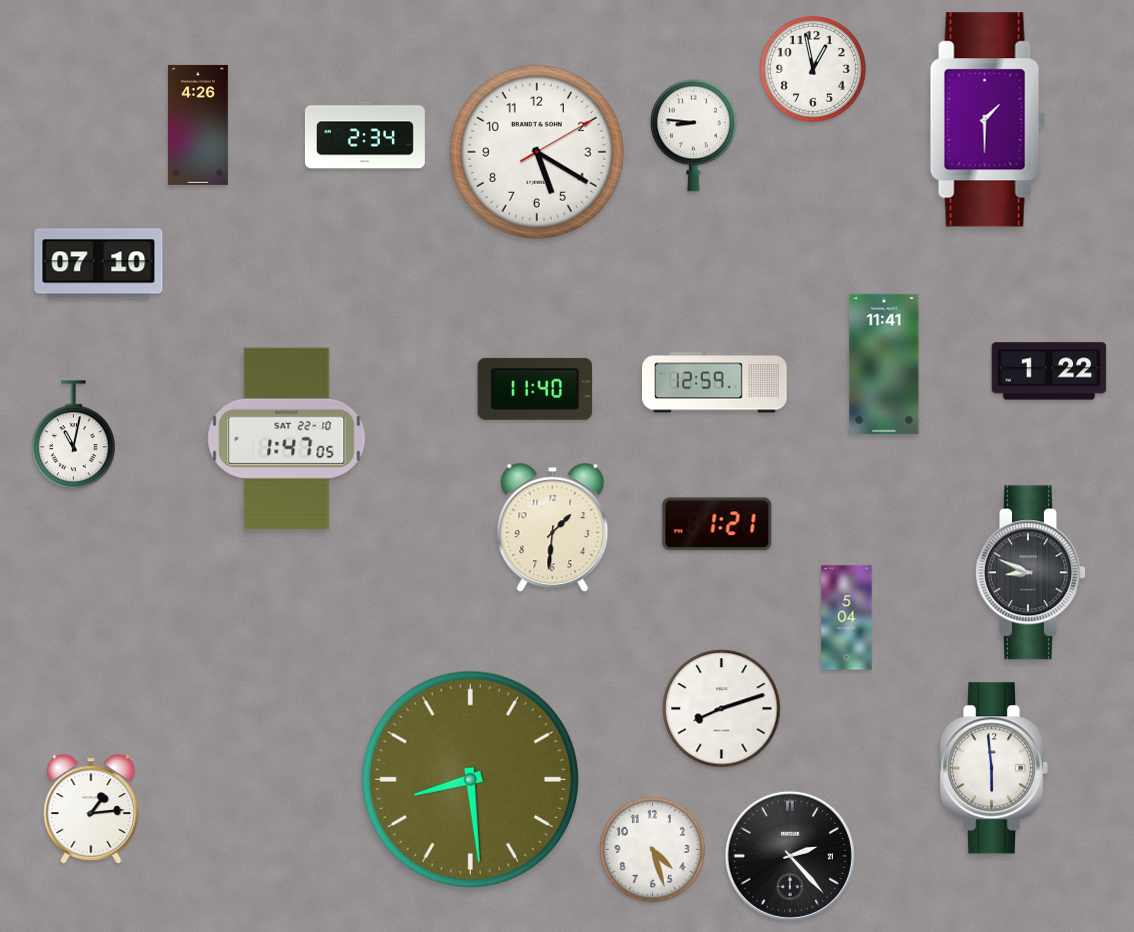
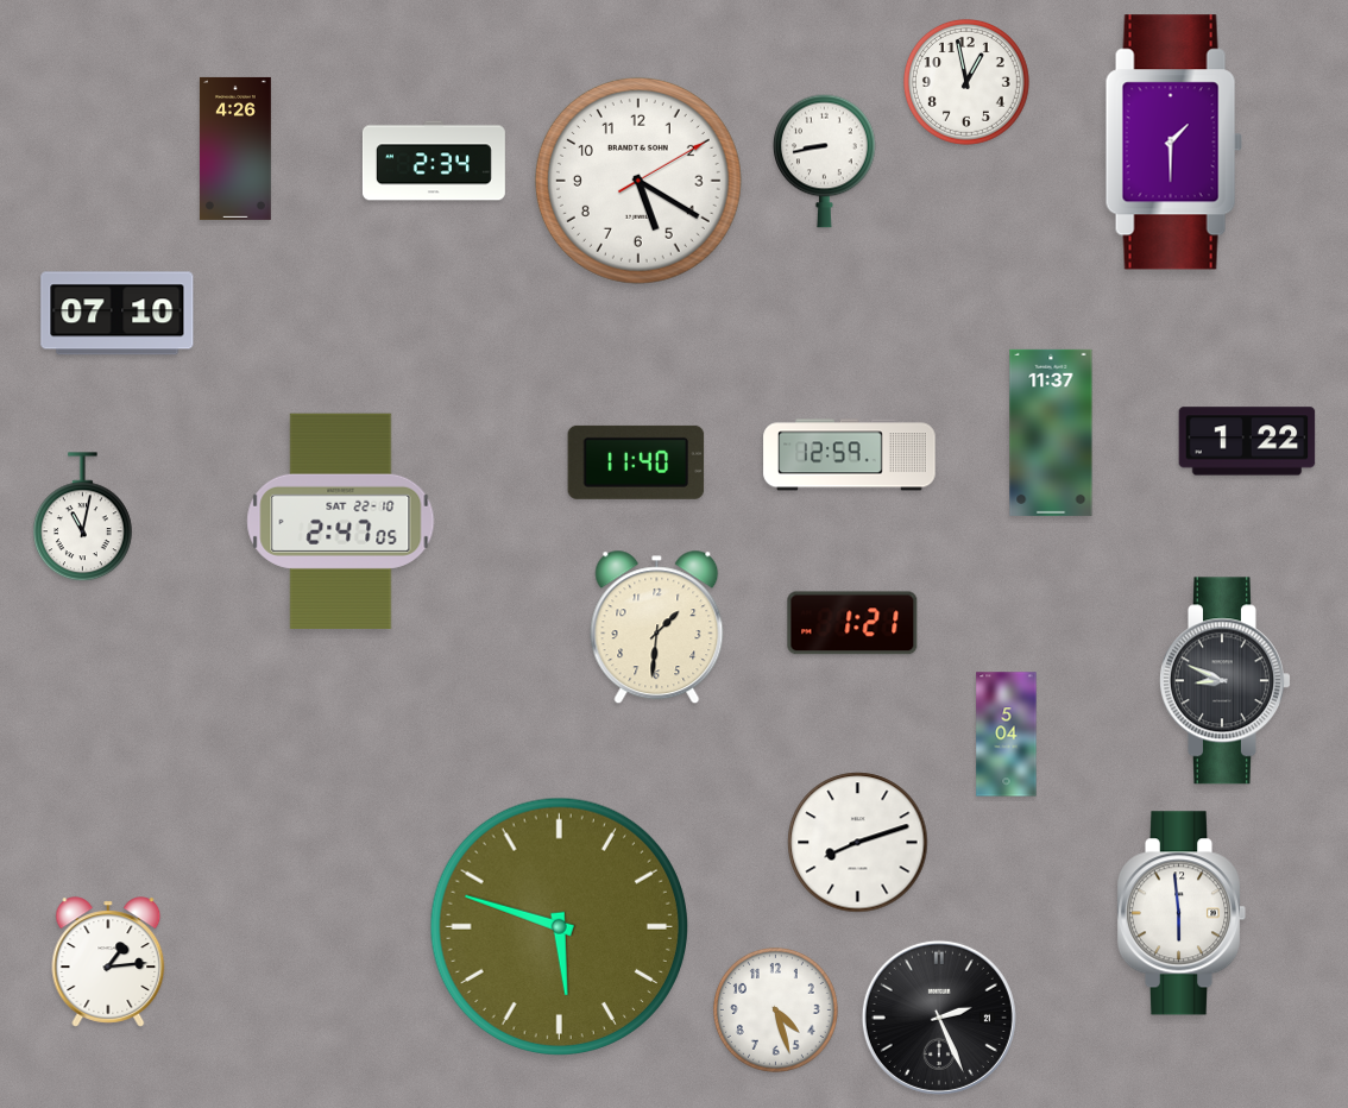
clock at (694, 135): 8:46 -> 8:43
clock at (884, 364): 11:41 -> 11:37
clock at (74, 435) position: (74, 435) -> (83, 517)
clock at (287, 438): 1:47 -> 2:47
clock at (470, 779): 8:29 -> 5:48
clock at (790, 856): 2:23 -> 2:26
